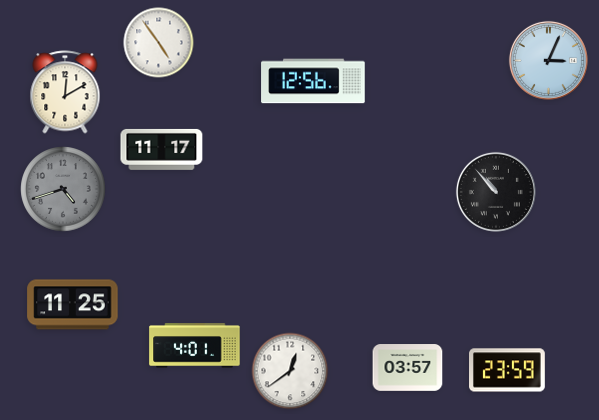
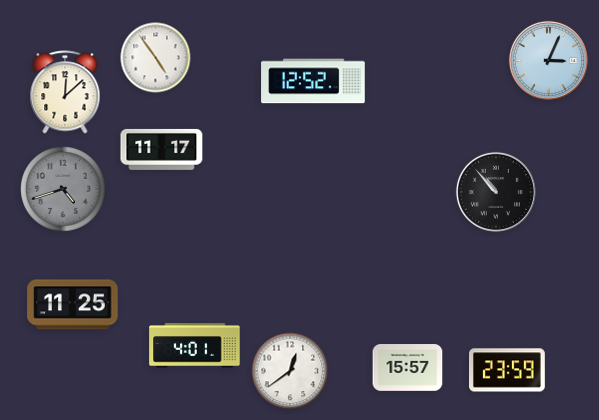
clock at (159, 43) position: (159, 43) -> (156, 58)
clock at (313, 81): 12:56 -> 12:52
clock at (65, 92): 12:10 -> 12:08
clock at (408, 368): 03:57 -> 15:57
